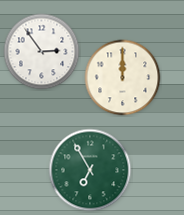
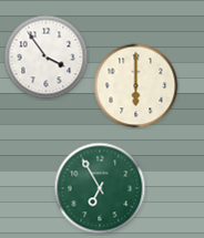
clock at (42, 52): 2:54 -> 3:54
clock at (123, 78): 12:00 -> 6:00
